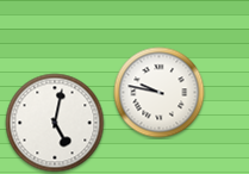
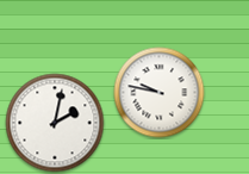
clock at (55, 123): 5:02 -> 2:02
